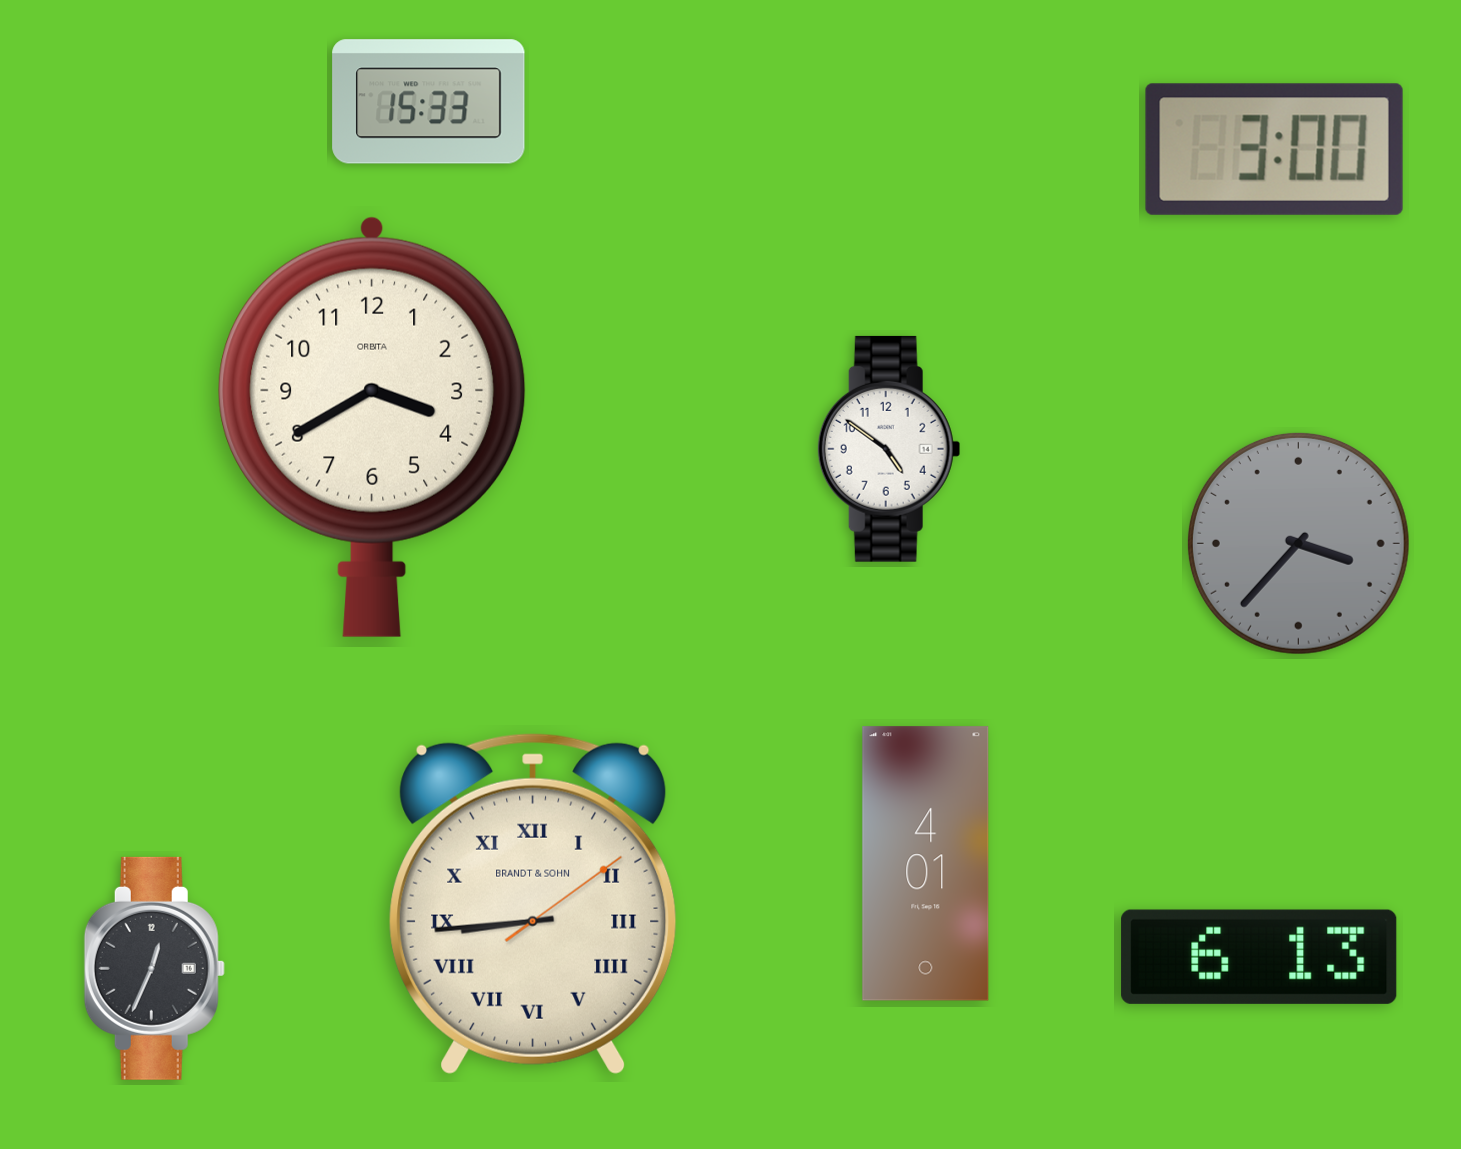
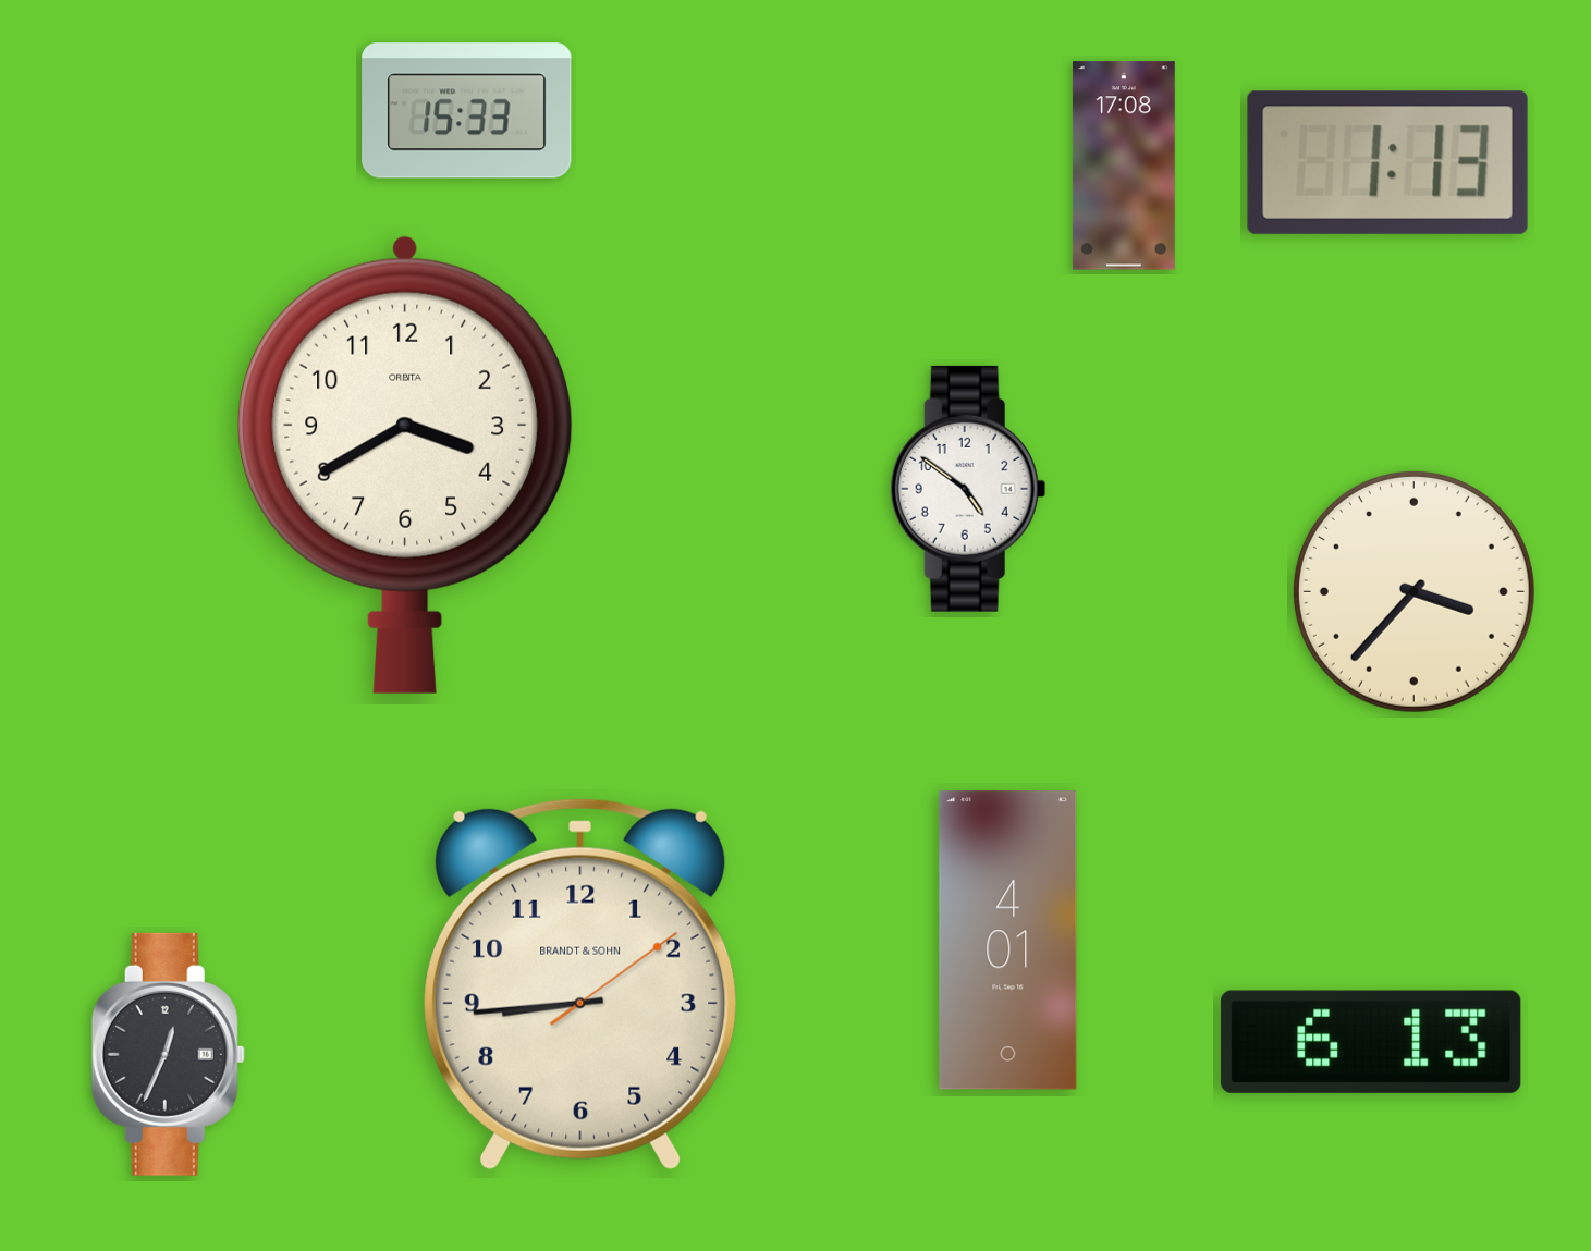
clock at (1274, 149): 3:00 -> 1:13
clock at (1124, 165): none -> 17:08
clock at (1298, 543) dial: grey -> cream
clock at (533, 903) numerals: Roman -> Arabic
